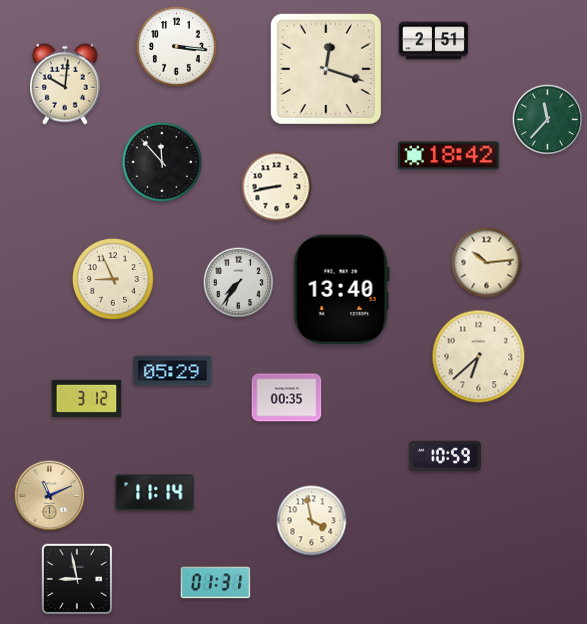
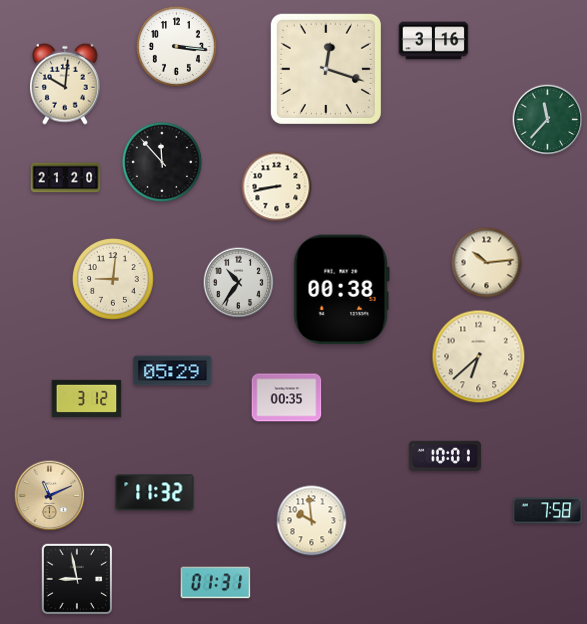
clock at (434, 41): 2:51 -> 3:16
clock at (449, 156): 18:42 -> none
clock at (66, 178): none -> 21:20
clock at (114, 280): 8:56 -> 9:01
clock at (239, 283): 7:36 -> 10:36
clock at (341, 290): 13:40 -> 00:38
clock at (445, 455): 10:59 -> 10:01
clock at (155, 493): 11:14 -> 11:32
clock at (548, 511): none -> 7:58
clock at (312, 521): 3:58 -> 9:59
